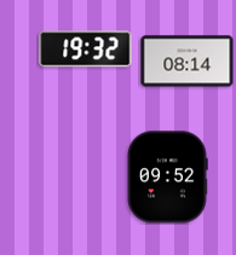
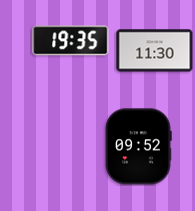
clock at (86, 50): 19:32 -> 19:35
clock at (188, 62): 08:14 -> 11:30
